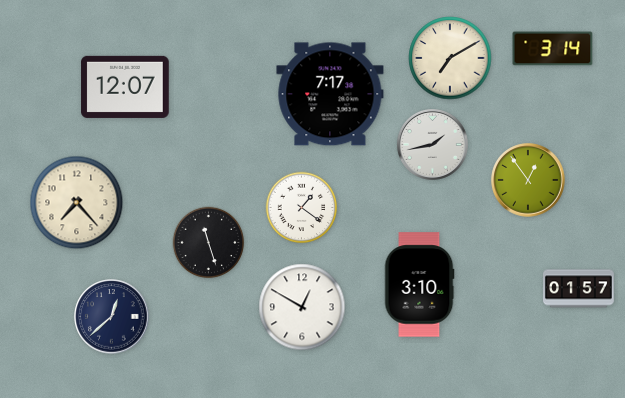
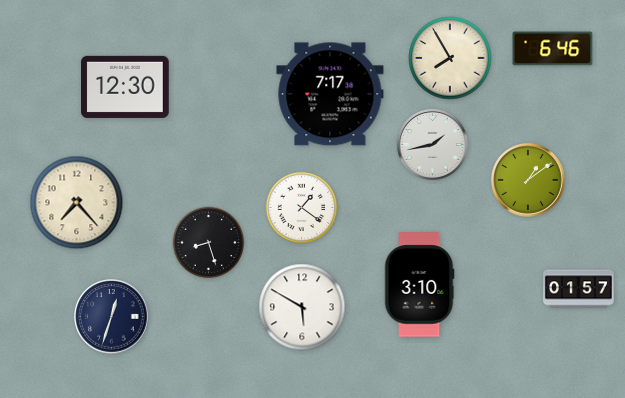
clock at (553, 49): 3:14 -> 6:46
clock at (450, 58): 7:10 -> 7:55
clock at (125, 87): 12:07 -> 12:30
clock at (528, 180): 12:54 -> 1:09
clock at (209, 243): 11:27 -> 8:27
clock at (302, 307): 12:50 -> 5:50
clock at (112, 317): 12:38 -> 12:33
